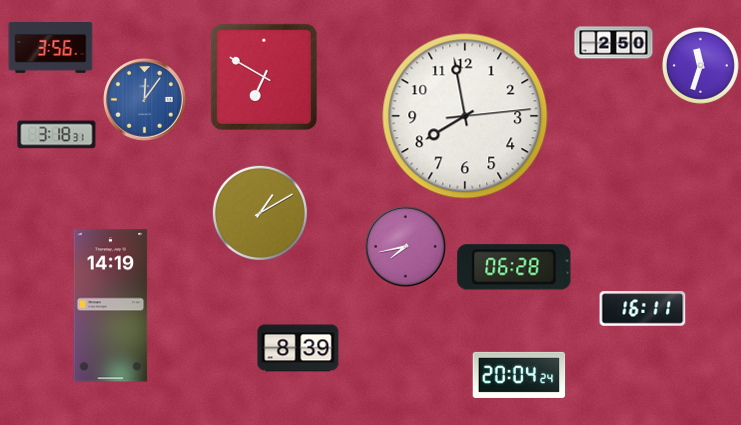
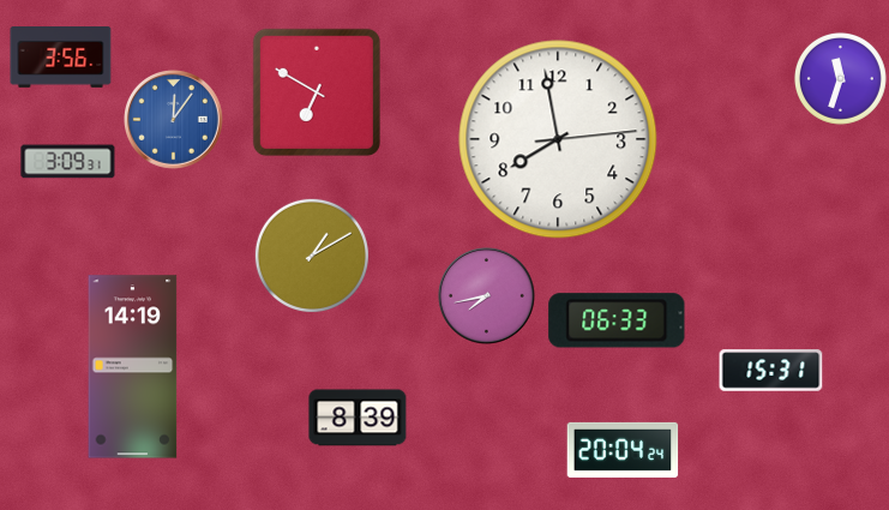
clock at (614, 43): 2:50 -> none
clock at (57, 135): 3:18 -> 3:09
clock at (514, 267): 06:28 -> 06:33
clock at (643, 309): 16:11 -> 15:31
